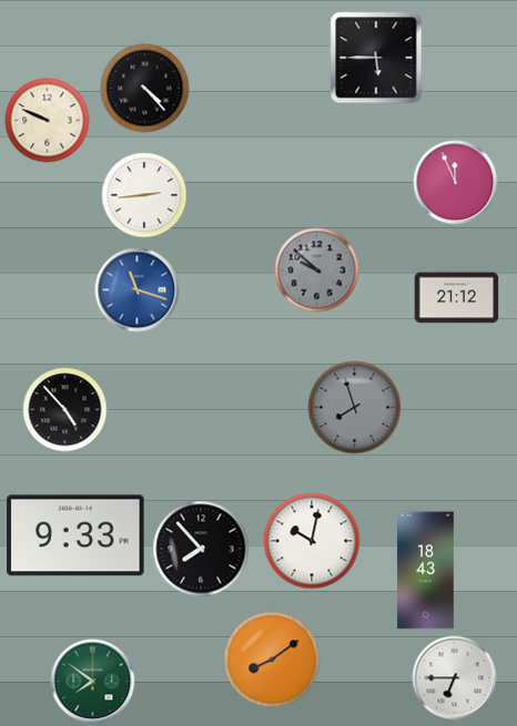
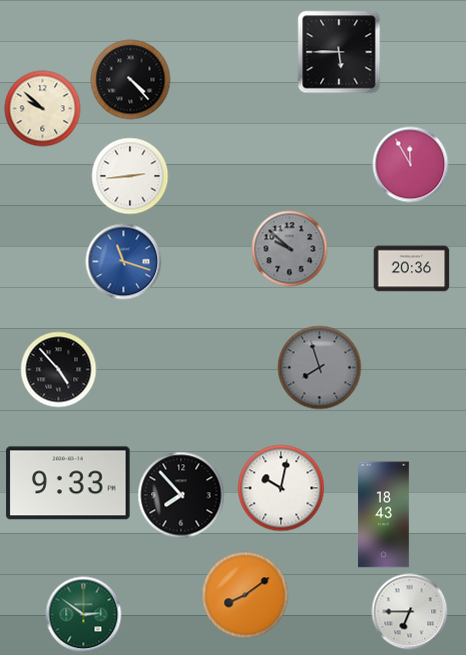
clock at (48, 121): 9:49 -> 9:52
clock at (456, 183): 11:56 -> 11:55
clock at (317, 270) position: (317, 270) -> (290, 249)
clock at (457, 298): 21:12 -> 20:36
clock at (93, 682): 7:51 -> 2:51
